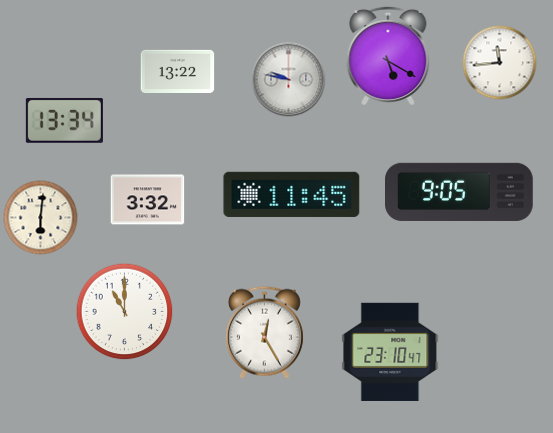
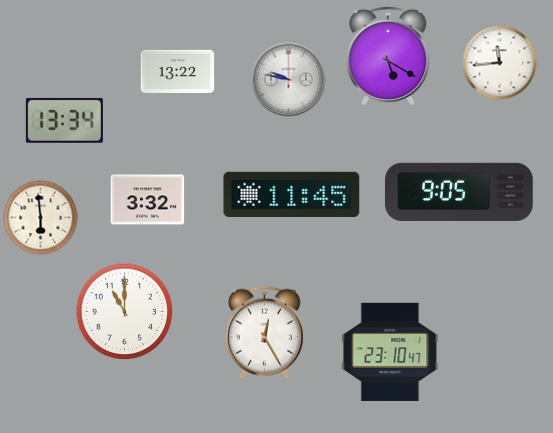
clock at (41, 218): 6:01 -> 5:59
